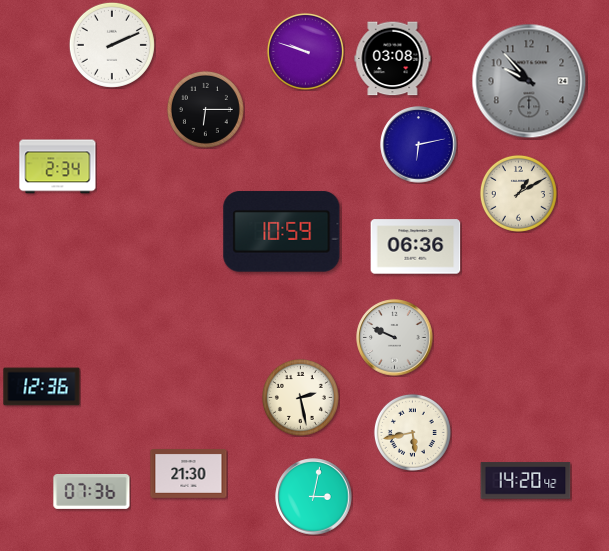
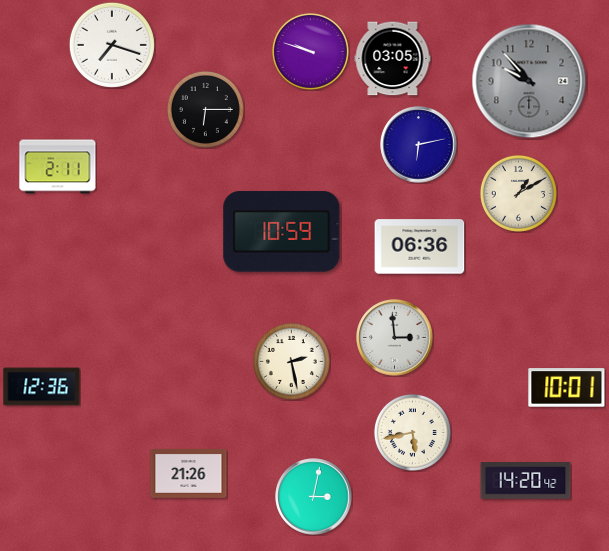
clock at (112, 45): 2:11 -> 7:18
clock at (305, 51) position: (305, 51) -> (310, 51)
clock at (393, 59): 03:08 -> 03:05
clock at (58, 167): 2:34 -> 2:11
clock at (416, 247) position: (416, 247) -> (420, 247)
clock at (395, 338): 9:49 -> 2:59
clock at (567, 388): none -> 10:01
clock at (300, 397) position: (300, 397) -> (291, 361)
clock at (189, 474): 21:30 -> 21:26
clock at (92, 491): 07:36 -> none
